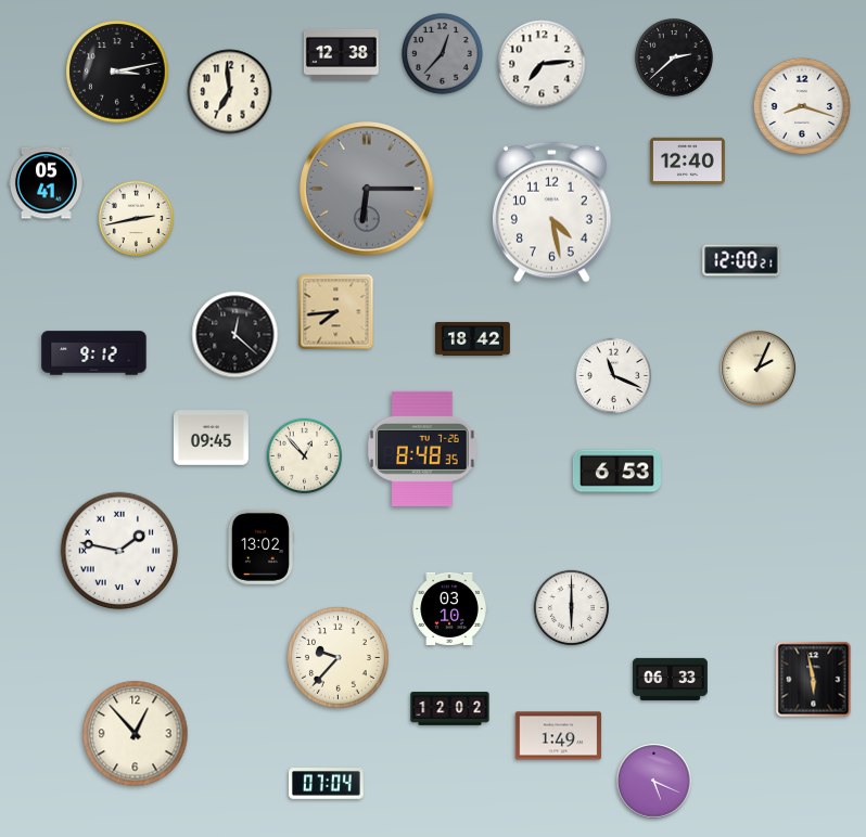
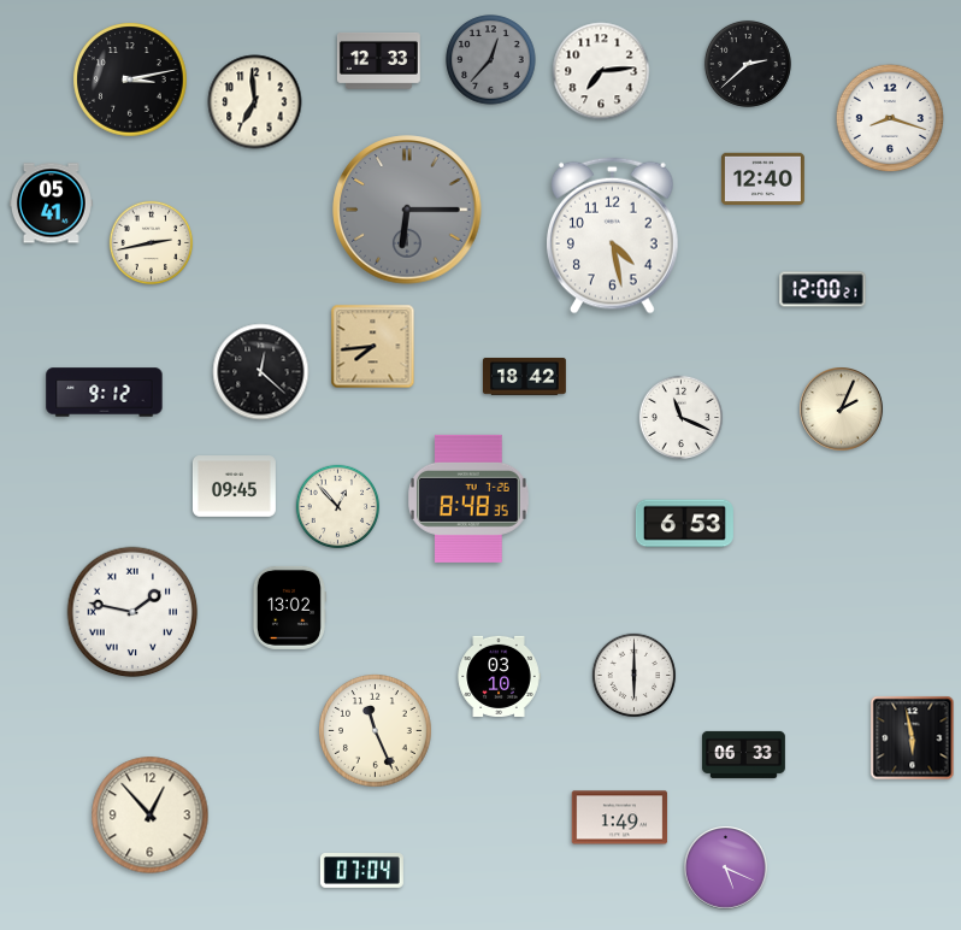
clock at (341, 54): 12:38 -> 12:33
clock at (339, 658): 9:37 -> 11:26
clock at (814, 680) position: (814, 680) -> (913, 738)
clock at (450, 709): 12:02 -> none
